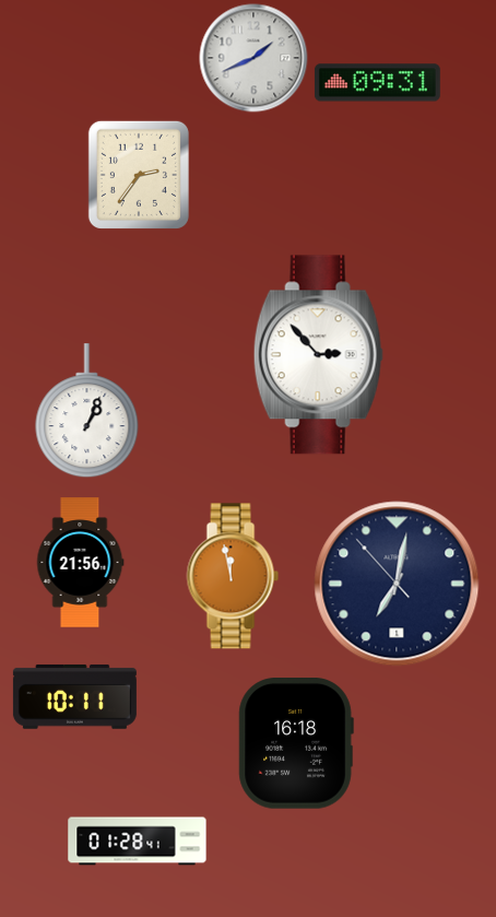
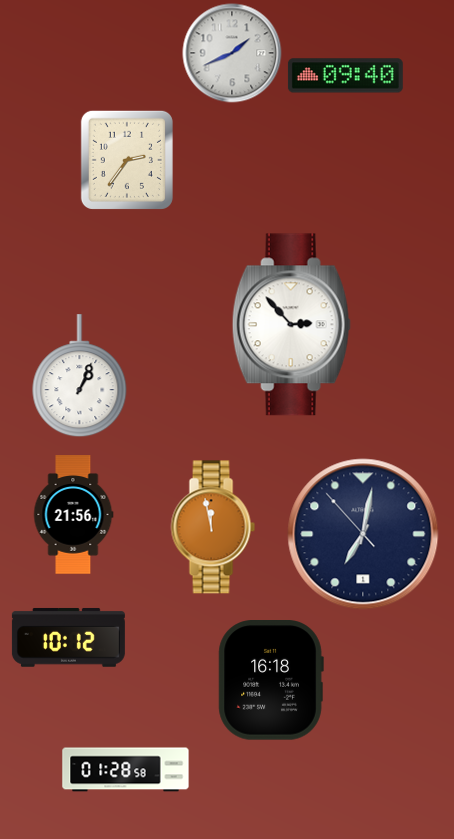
clock at (377, 83): 09:31 -> 09:40
clock at (74, 697): 10:11 -> 10:12
clock at (138, 842): 01:28:41 -> 01:28:58
